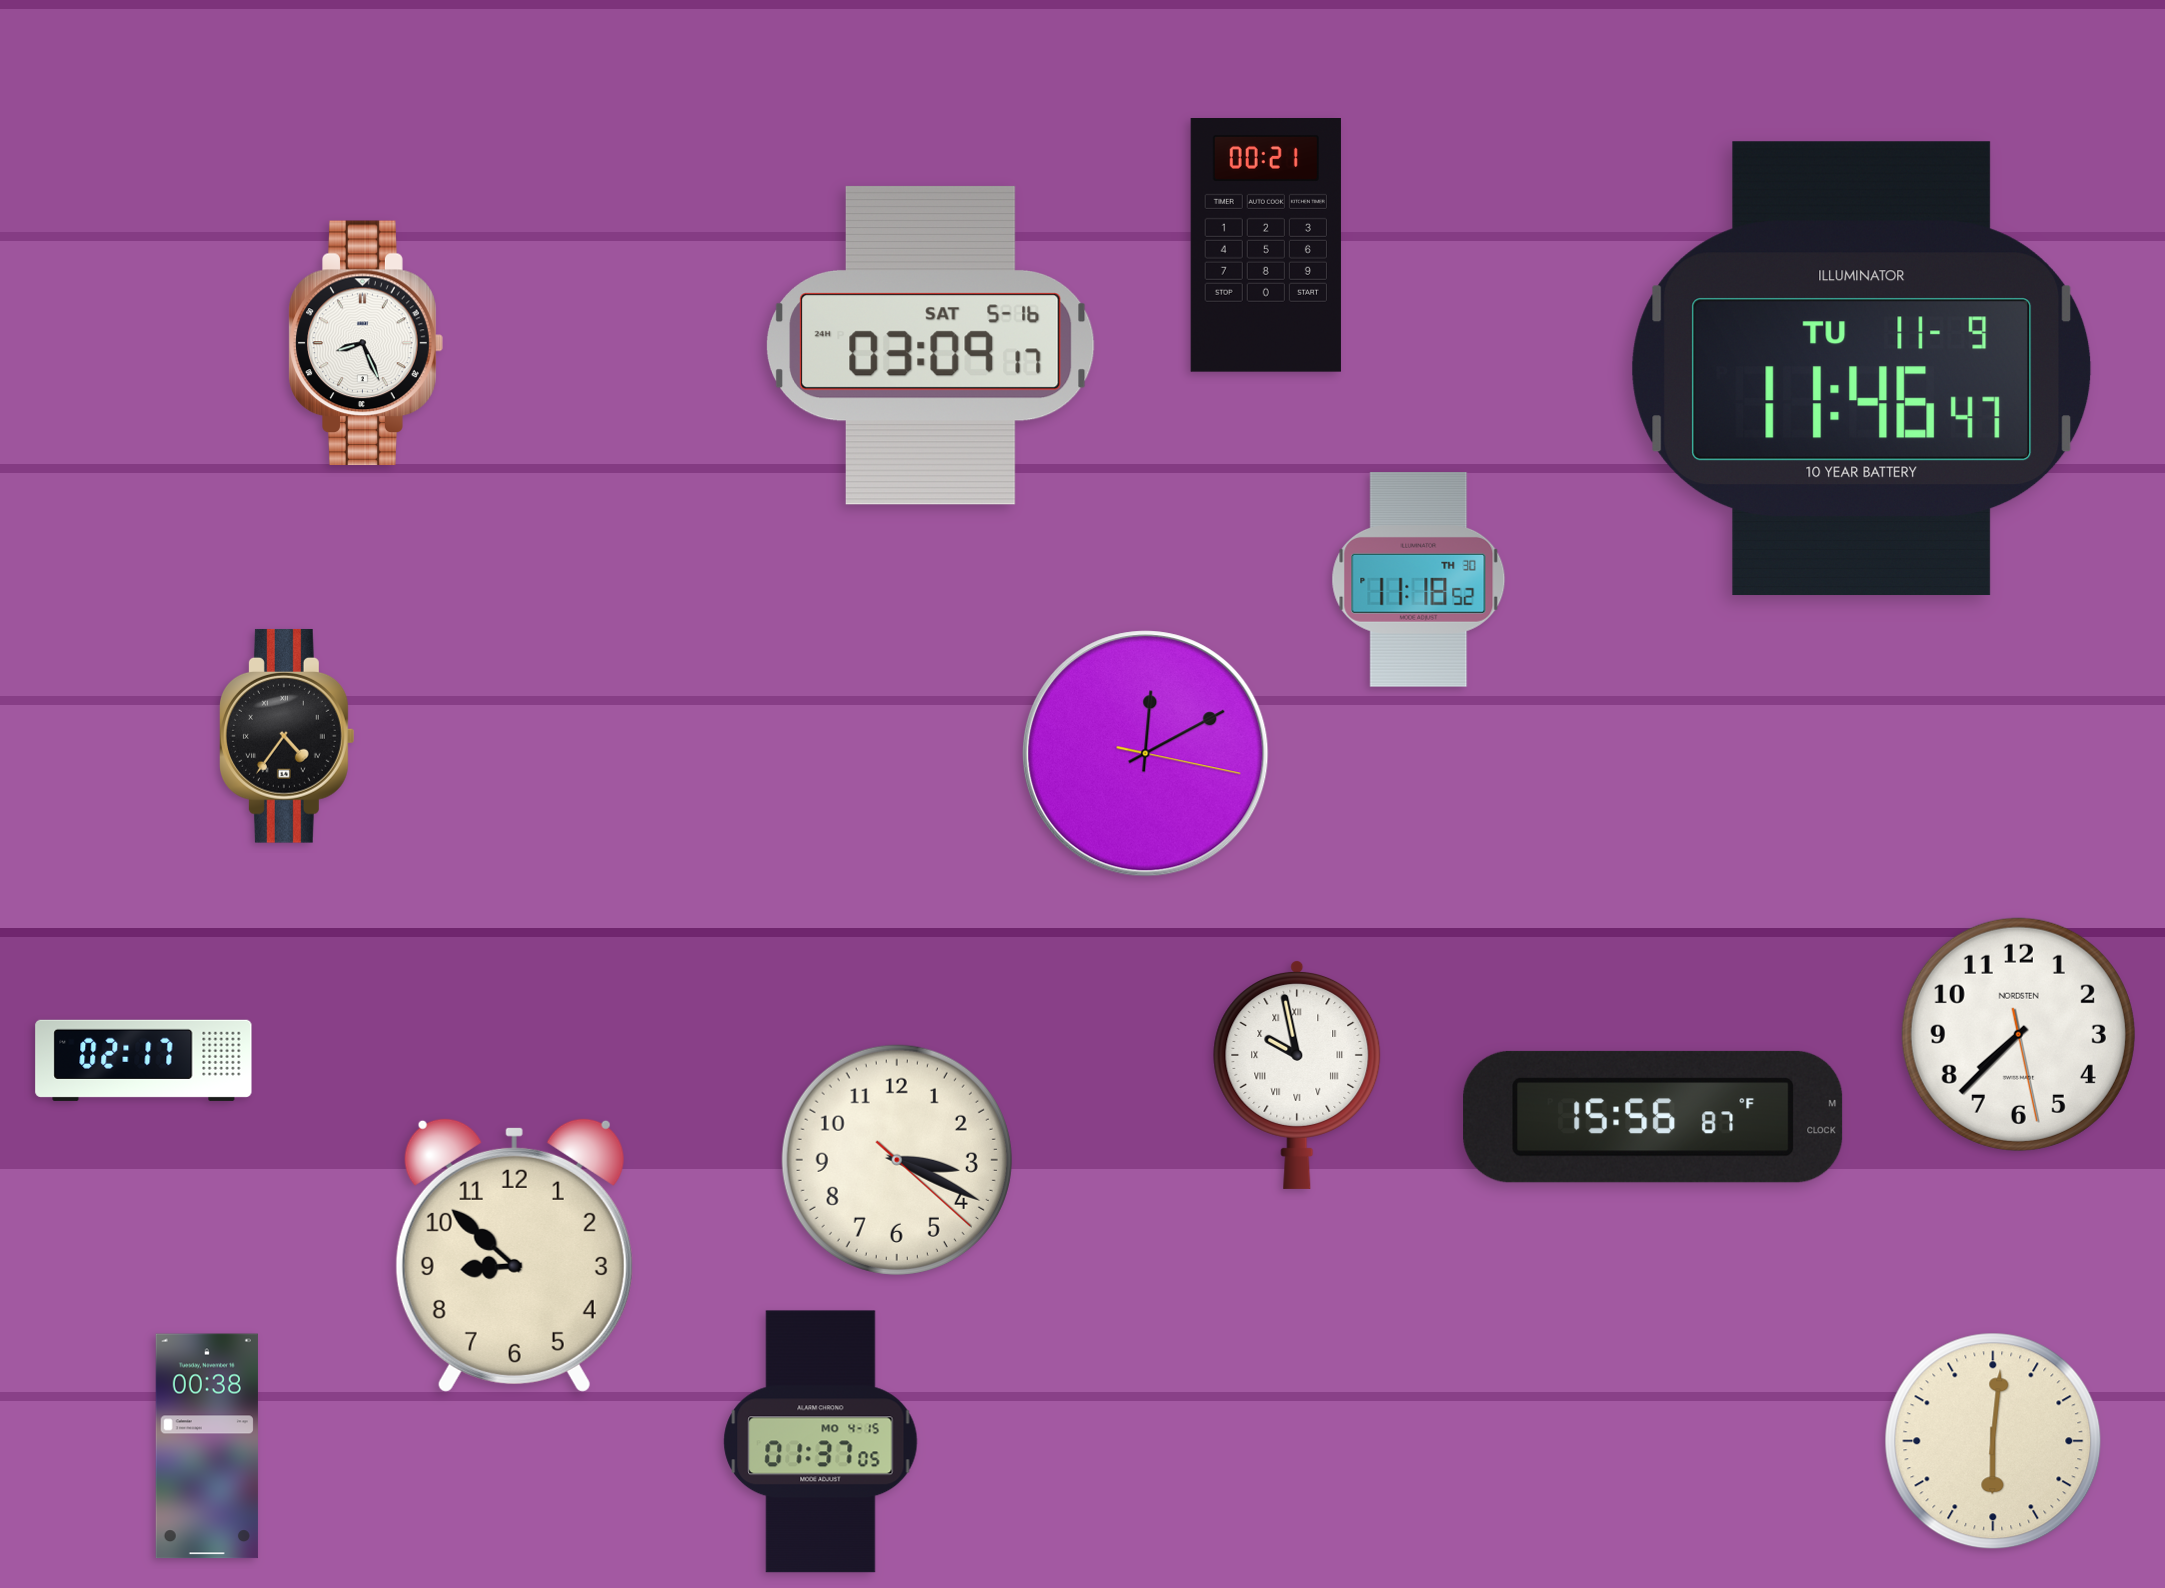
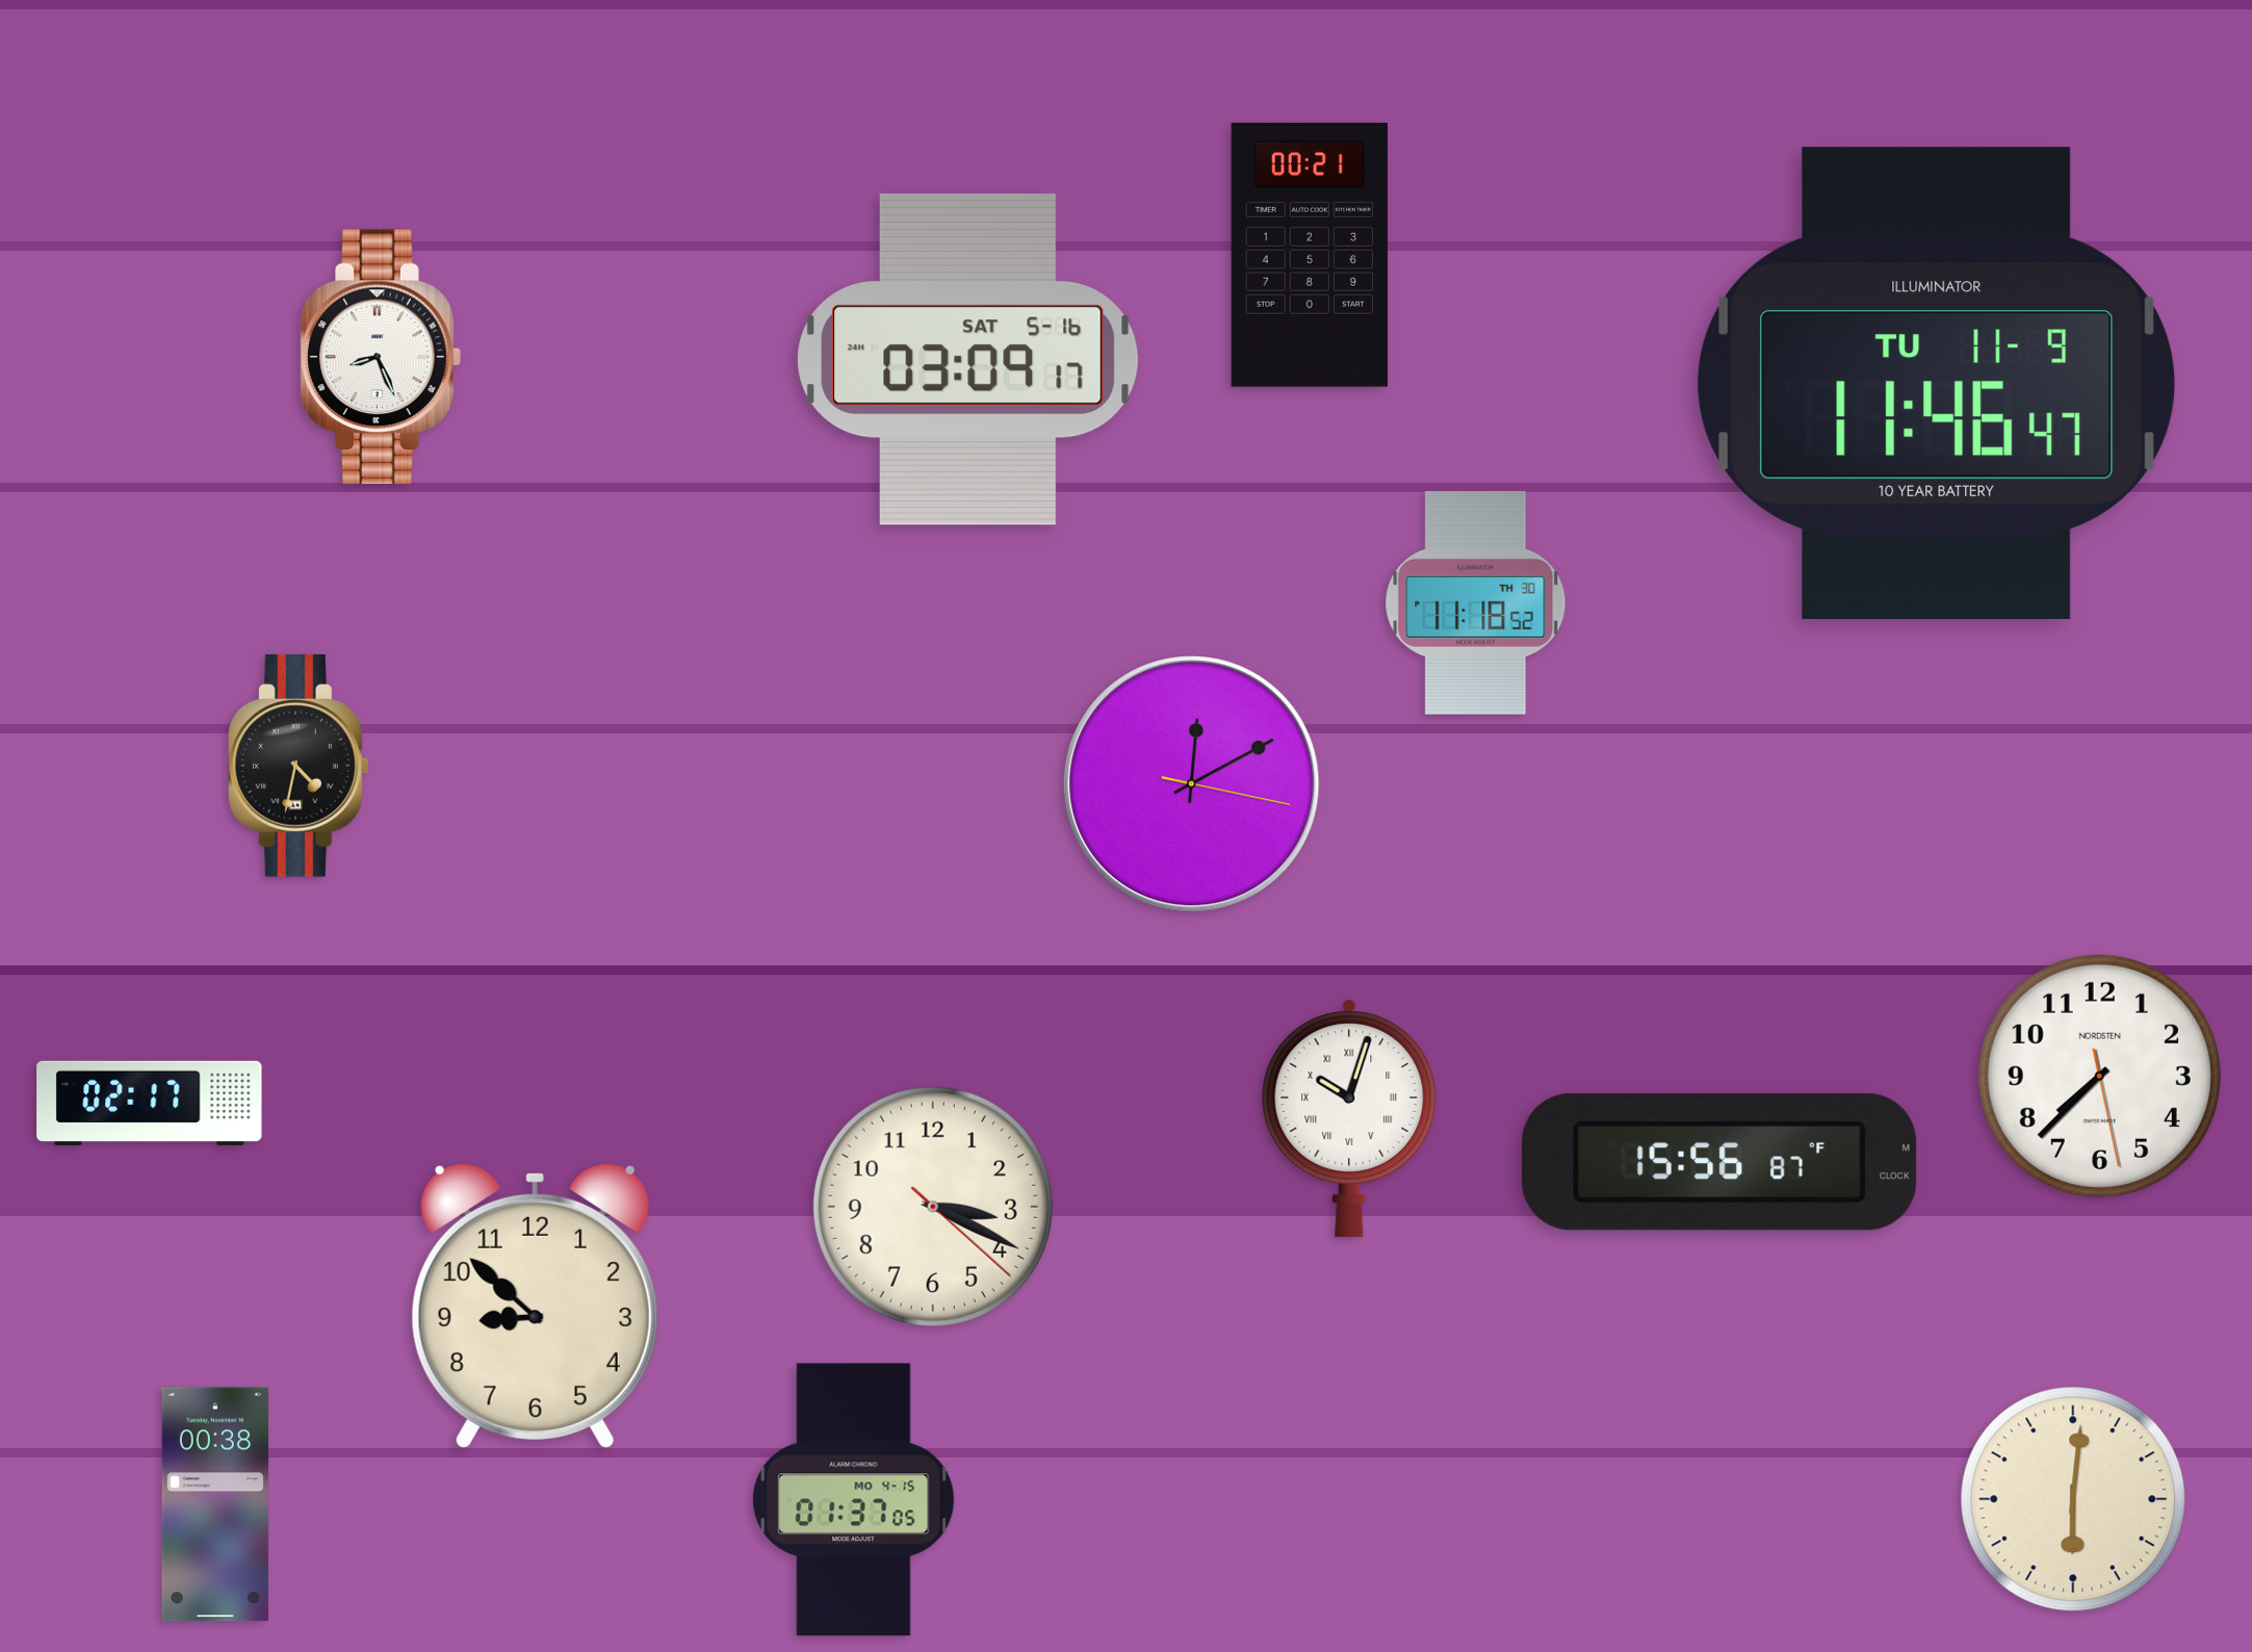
clock at (1266, 246) position: (1266, 246) -> (1310, 256)
clock at (287, 736): 4:36 -> 4:32
clock at (1297, 1074): 9:58 -> 10:03
